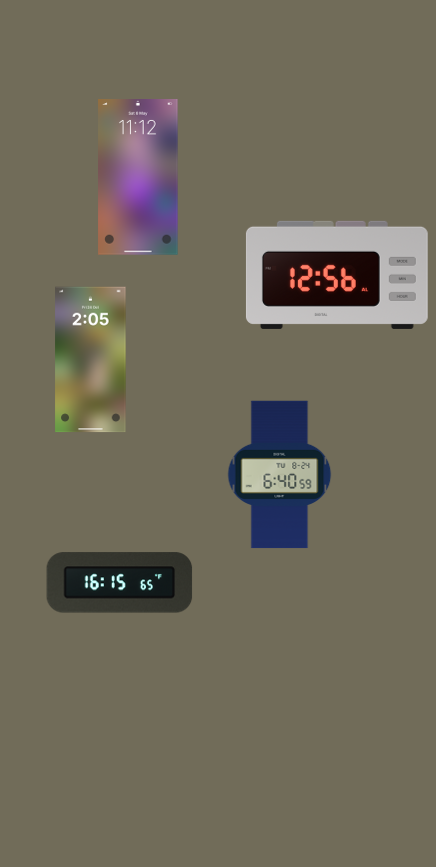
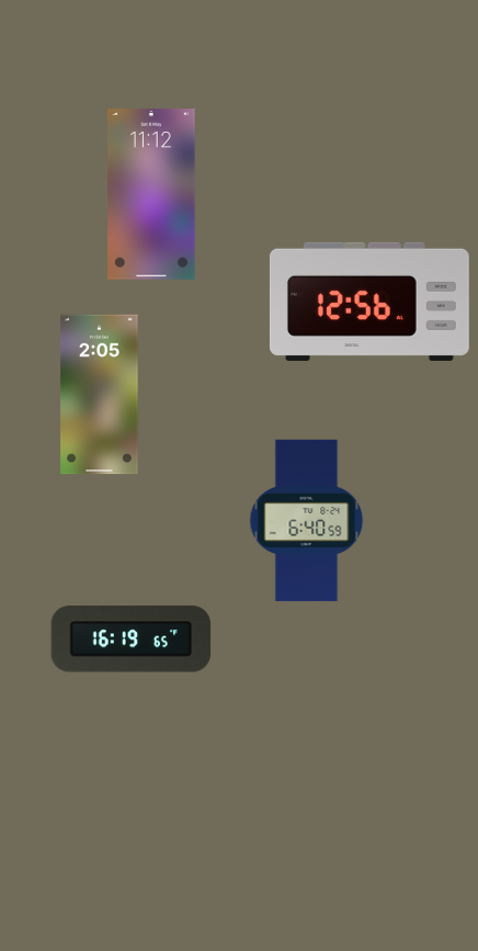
clock at (120, 583): 16:15 -> 16:19
